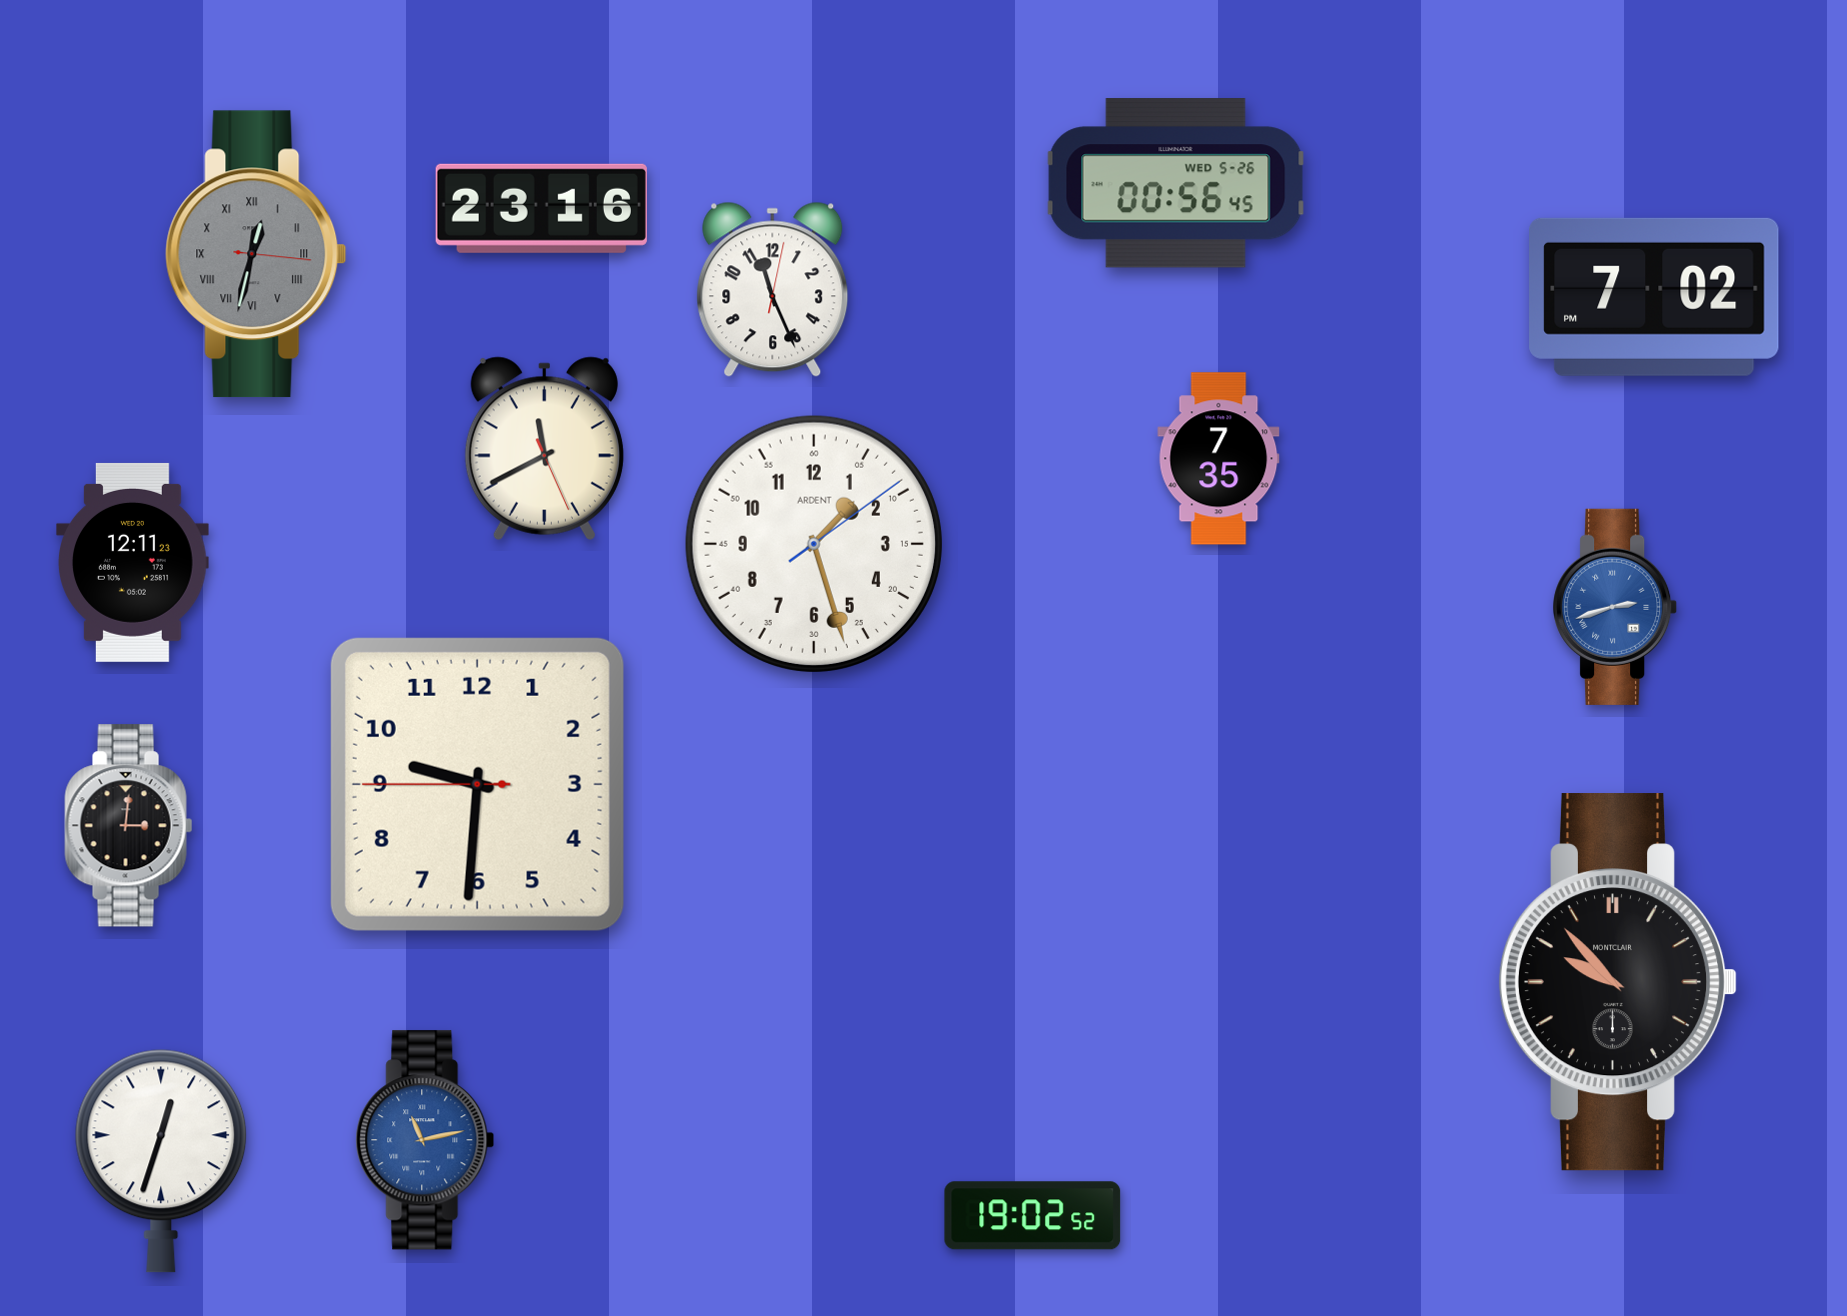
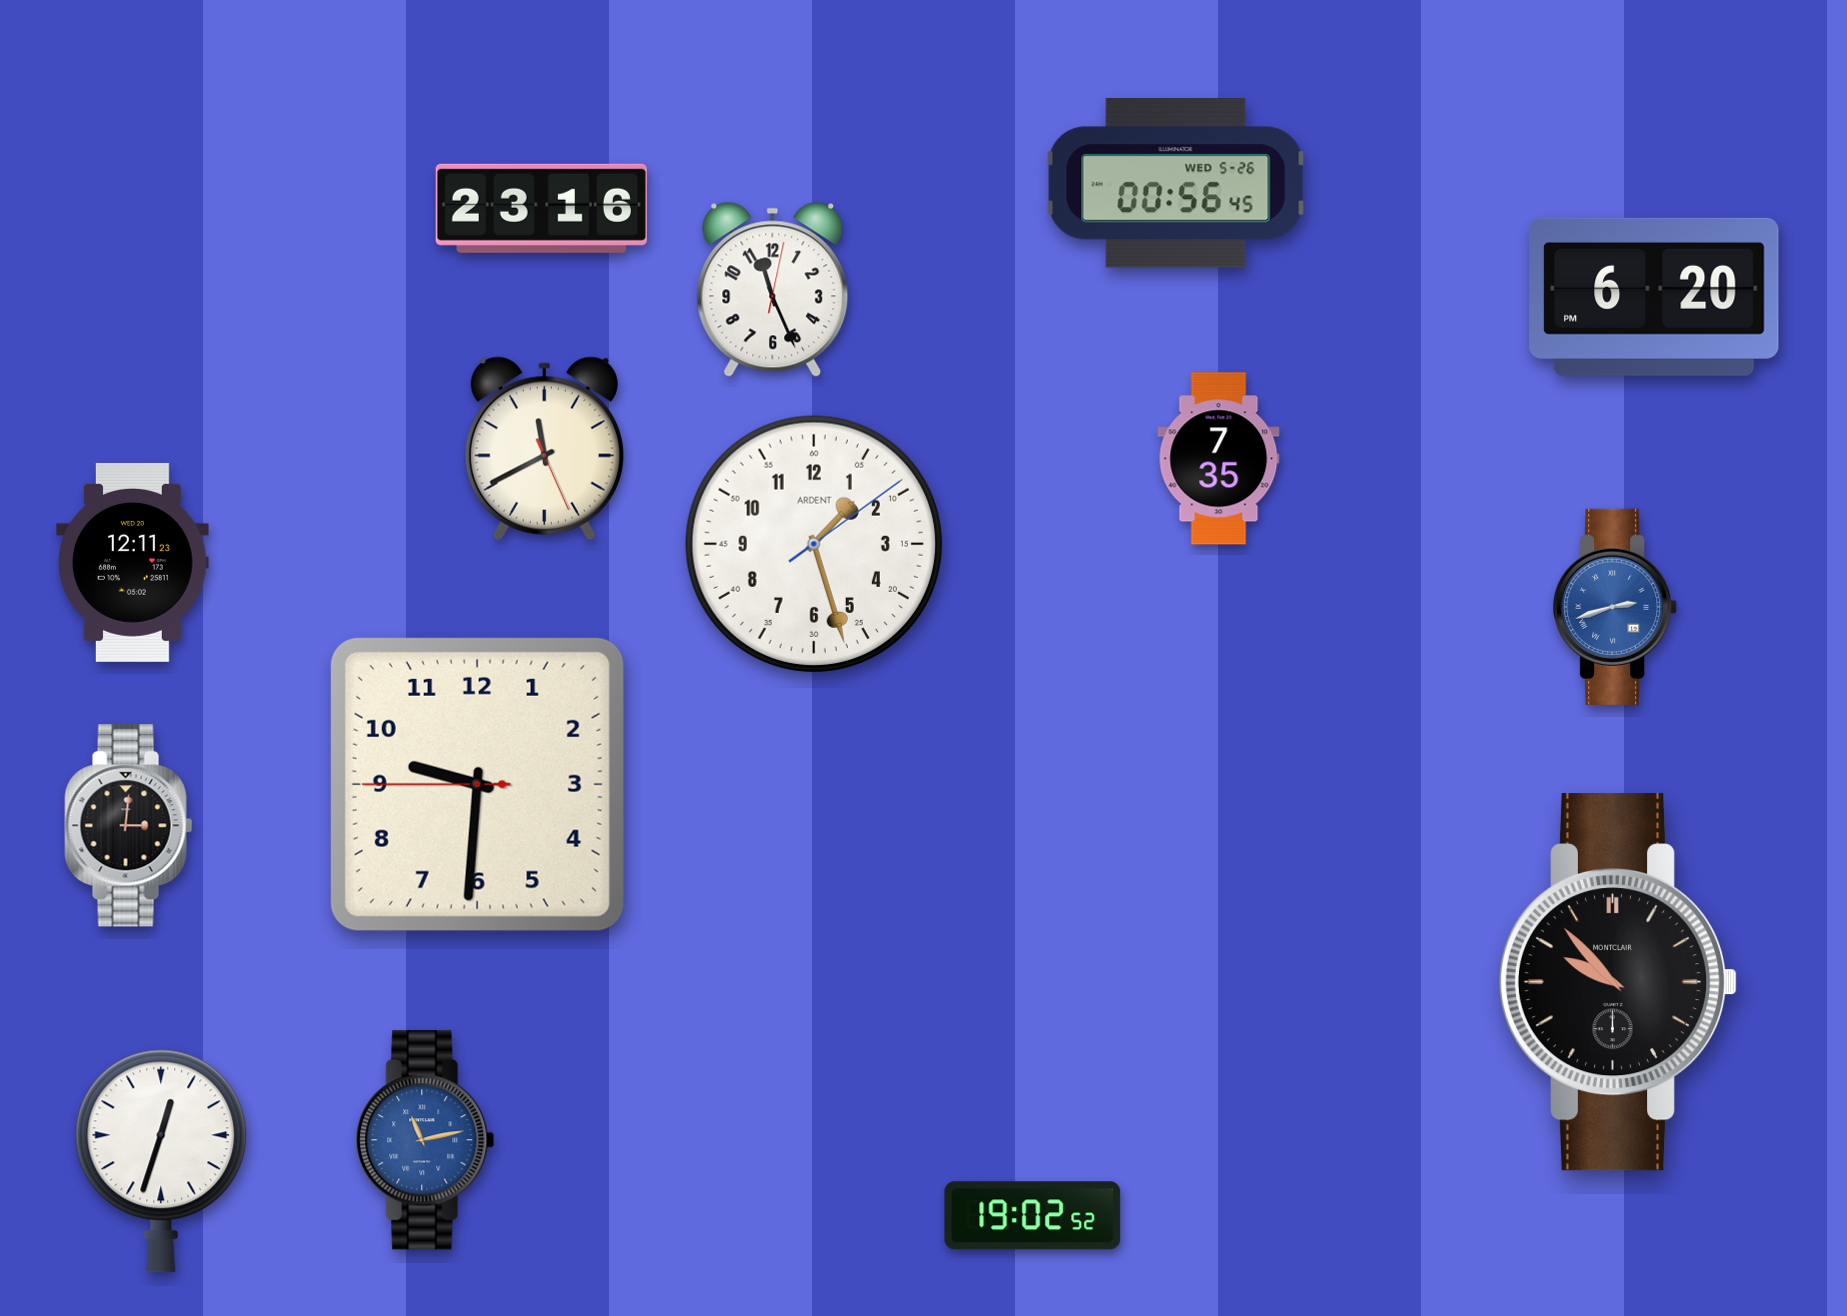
clock at (256, 254): 12:32 -> none
clock at (1654, 297): 7:02 -> 6:20
